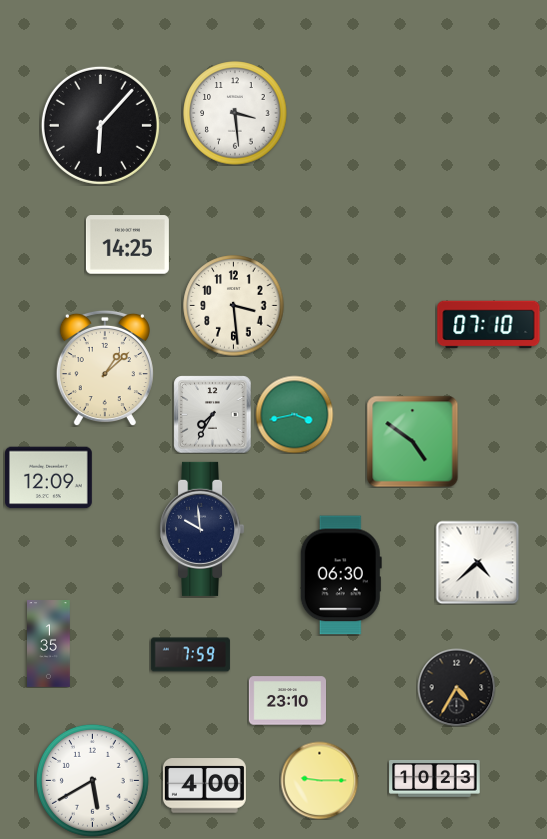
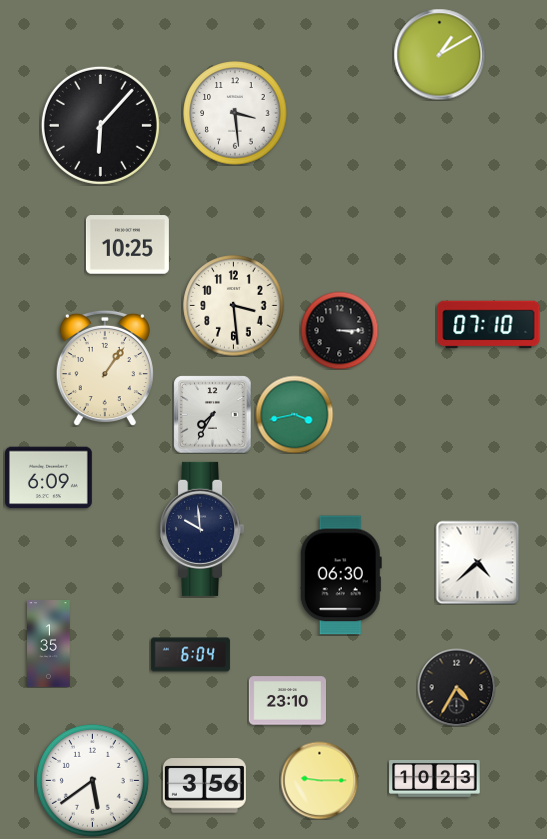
clock at (439, 54): none -> 1:10
clock at (127, 245): 14:25 -> 10:25
clock at (339, 330): none -> 3:15
clock at (105, 368): 1:08 -> 1:06
clock at (412, 441): 4:51 -> none
clock at (49, 478): 12:09 -> 6:09
clock at (190, 655): 7:59 -> 6:04
clock at (92, 780): 5:40 -> 5:39
clock at (204, 786): 4:00 -> 3:56
